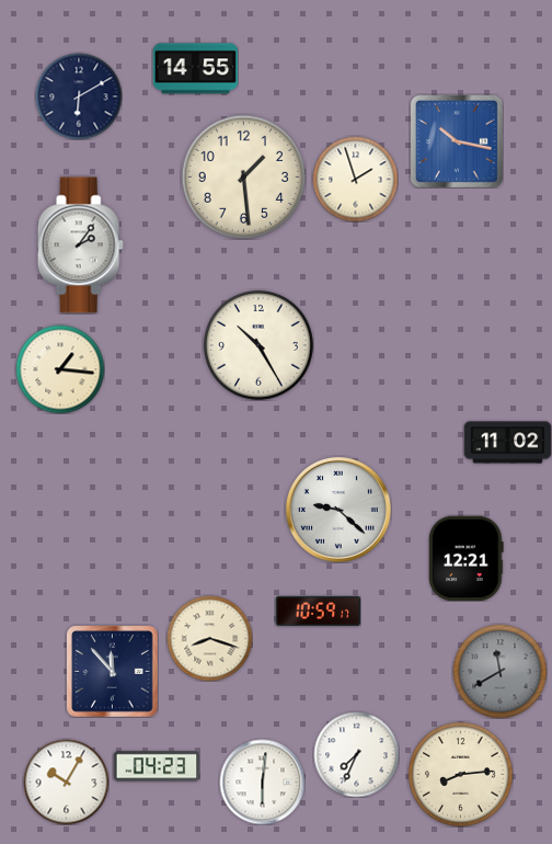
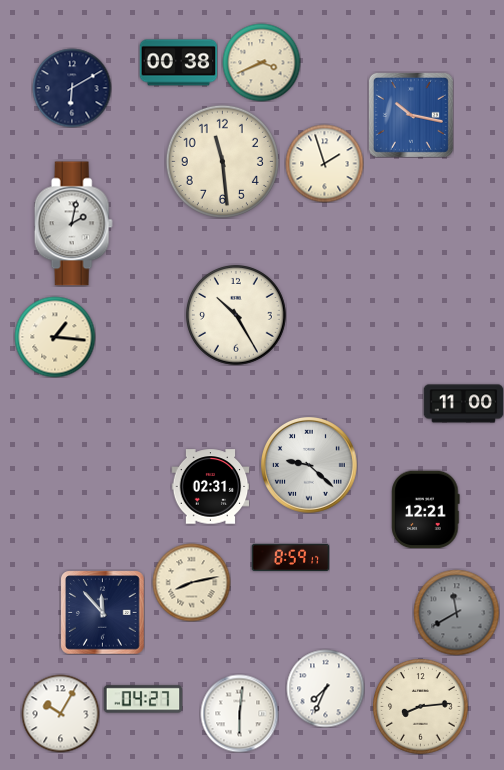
clock at (261, 62): none -> 3:41
clock at (195, 69): 14:55 -> 00:38
clock at (457, 141) position: (457, 141) -> (411, 115)
clock at (243, 176): 1:29 -> 11:29
clock at (80, 246): 2:06 -> 2:02
clock at (507, 443): 11:02 -> 11:00
clock at (210, 487): none -> 02:31
clock at (318, 612): 10:59 -> 8:59
clock at (209, 638): 8:18 -> 8:13
clock at (157, 766): 04:23 -> 04:27
